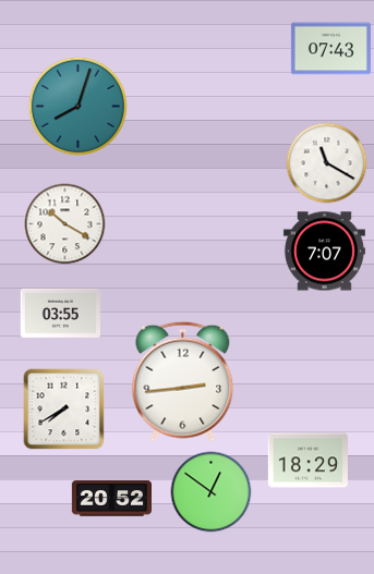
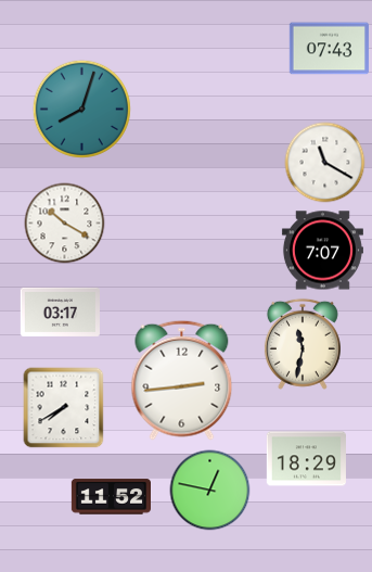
clock at (77, 106) position: (77, 106) -> (81, 109)
clock at (60, 313): 03:55 -> 03:17
clock at (303, 344): none -> 11:32
clock at (212, 492): 12:51 -> 12:47
clock at (111, 499): 20:52 -> 11:52
